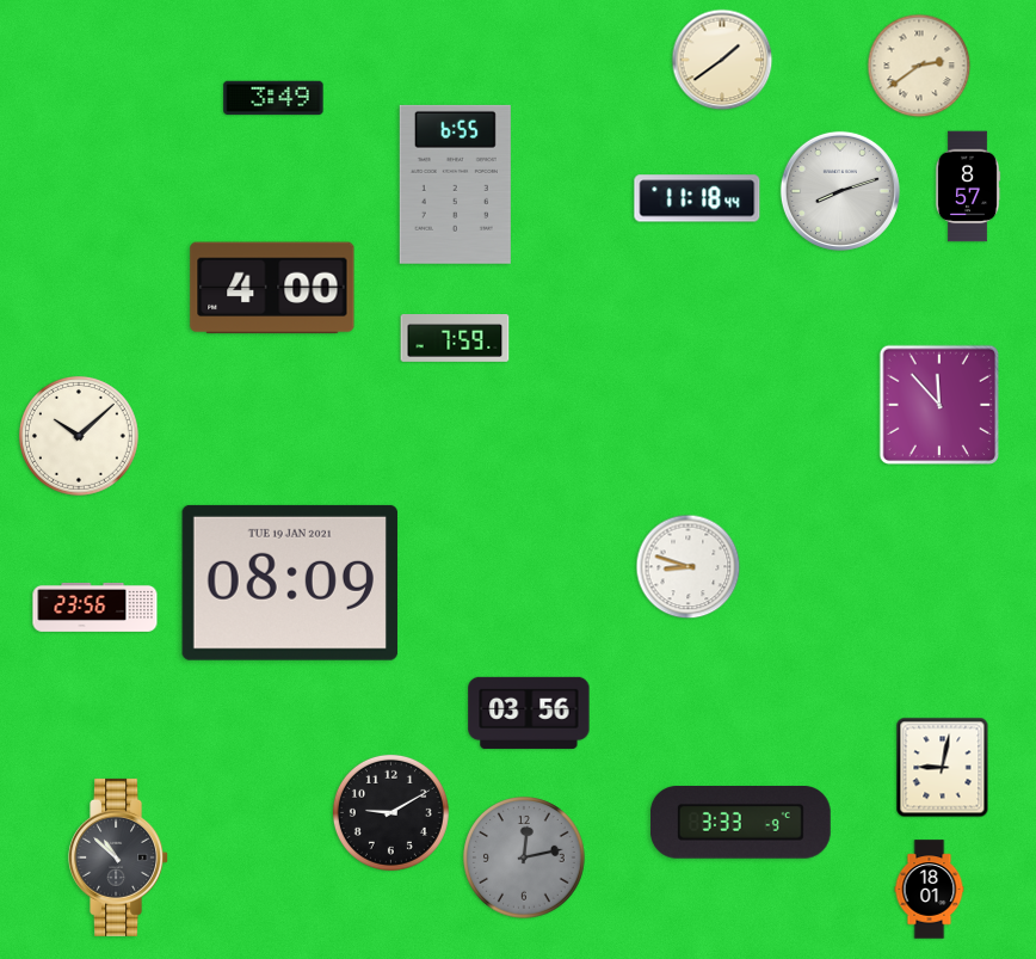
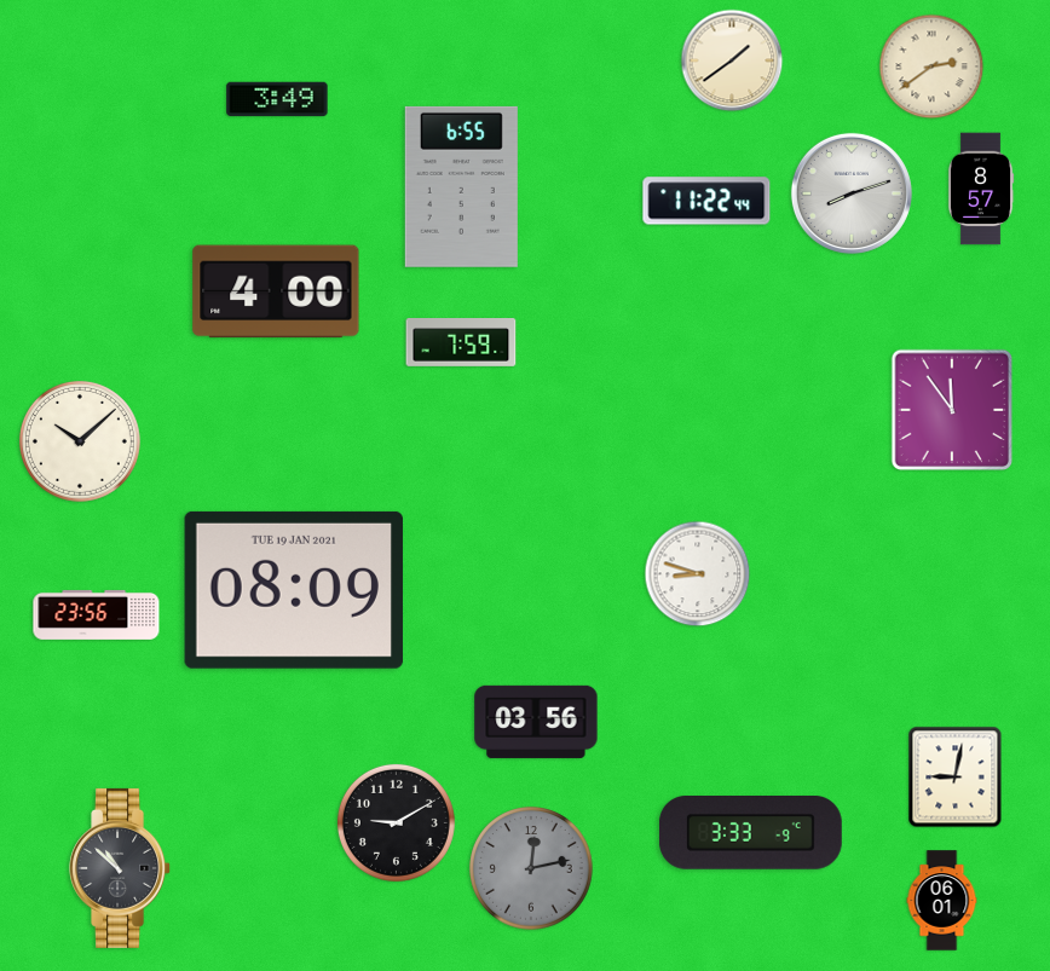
clock at (697, 198): 11:18 -> 11:22
clock at (938, 404): 11:53 -> 11:54
clock at (930, 890): 18:01 -> 06:01
